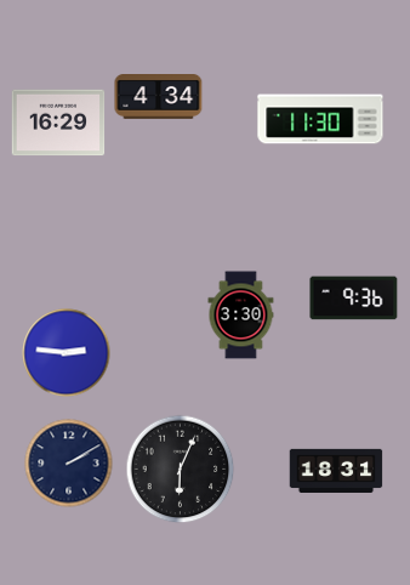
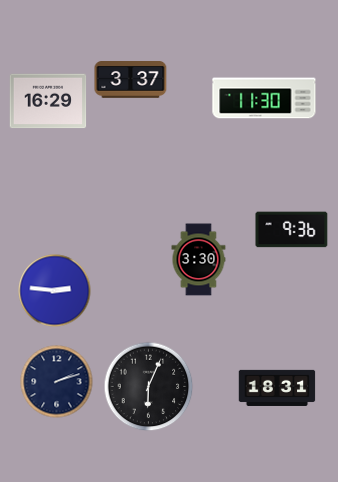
clock at (159, 97): 4:34 -> 3:37
clock at (354, 299) position: (354, 299) -> (292, 230)
clock at (69, 464): 2:10 -> 2:12
